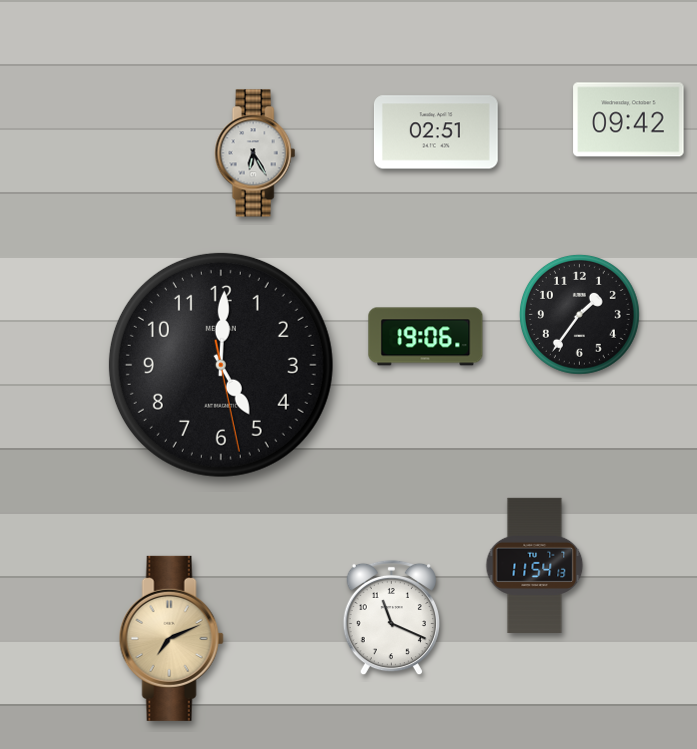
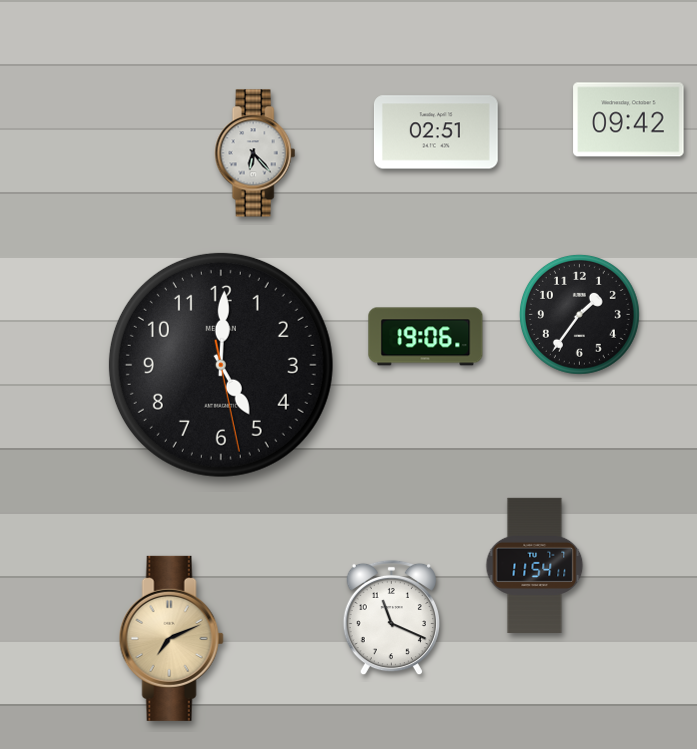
clock at (255, 153): 6:25 -> 6:23
clock at (535, 565): 11:54:13 -> 11:54:11
